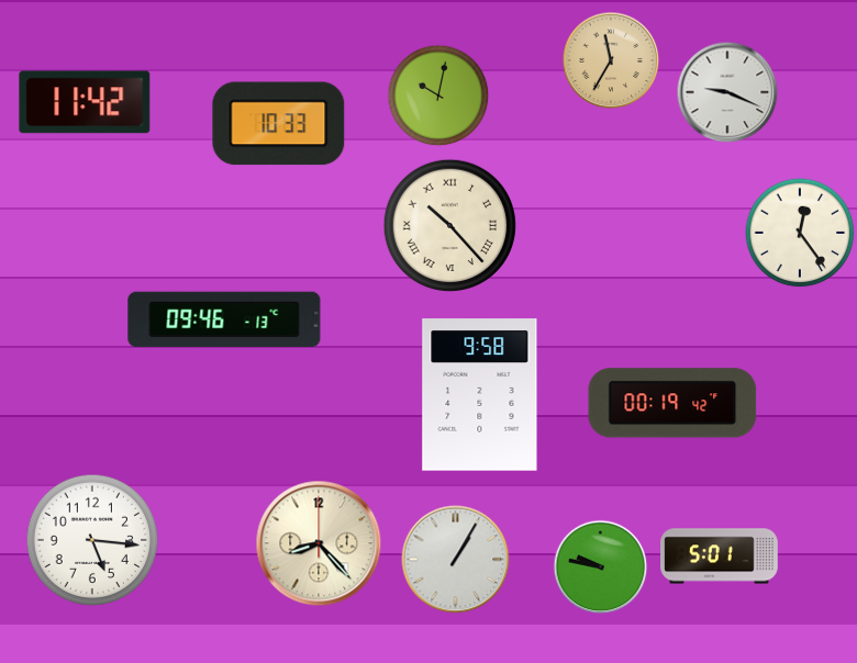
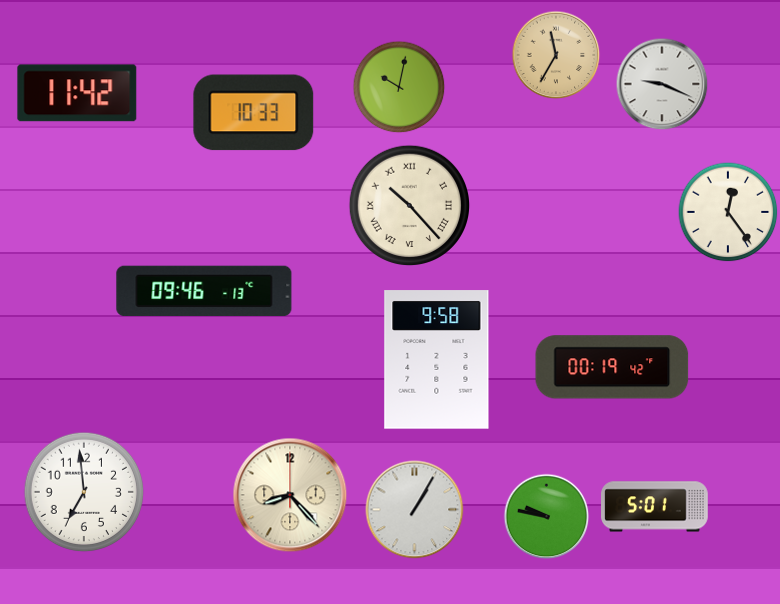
clock at (92, 540): 5:16 -> 6:59
